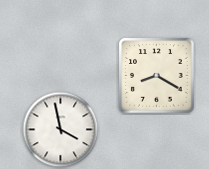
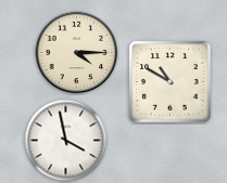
clock at (77, 53): none -> 4:15
clock at (157, 76): 8:20 -> 10:50
